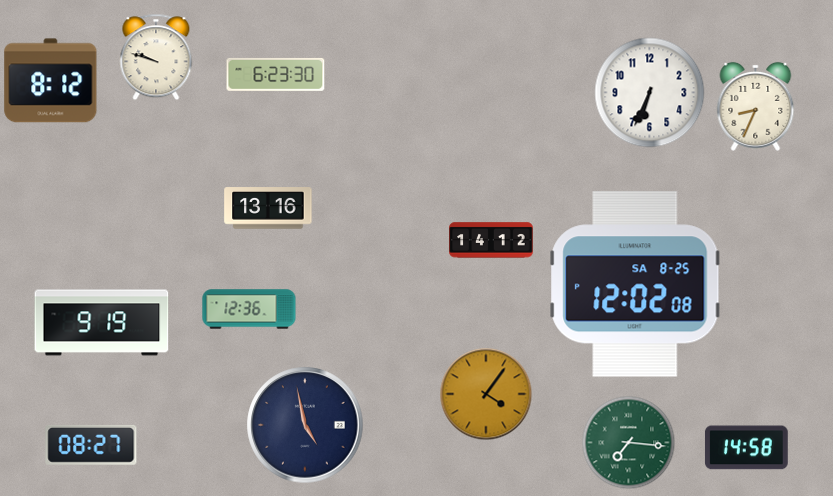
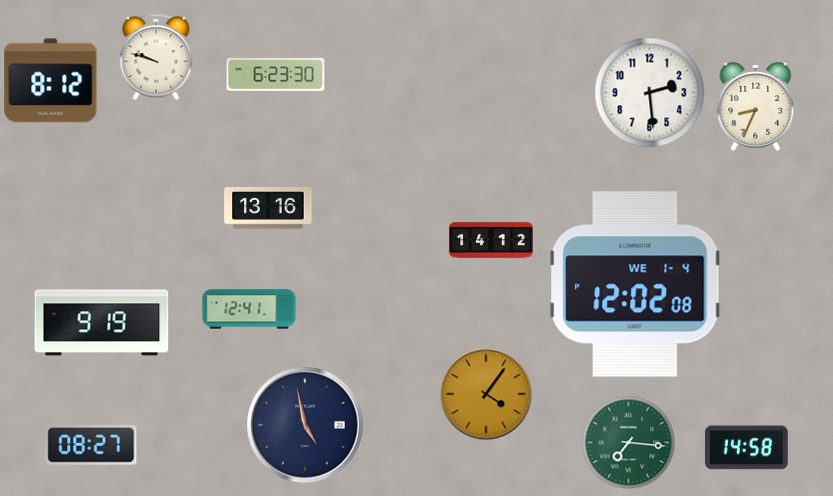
clock at (650, 93): 6:34 -> 2:29
clock at (635, 284) date: SA 8-25 -> WE 1-4
clock at (249, 309): 12:36 -> 12:41
